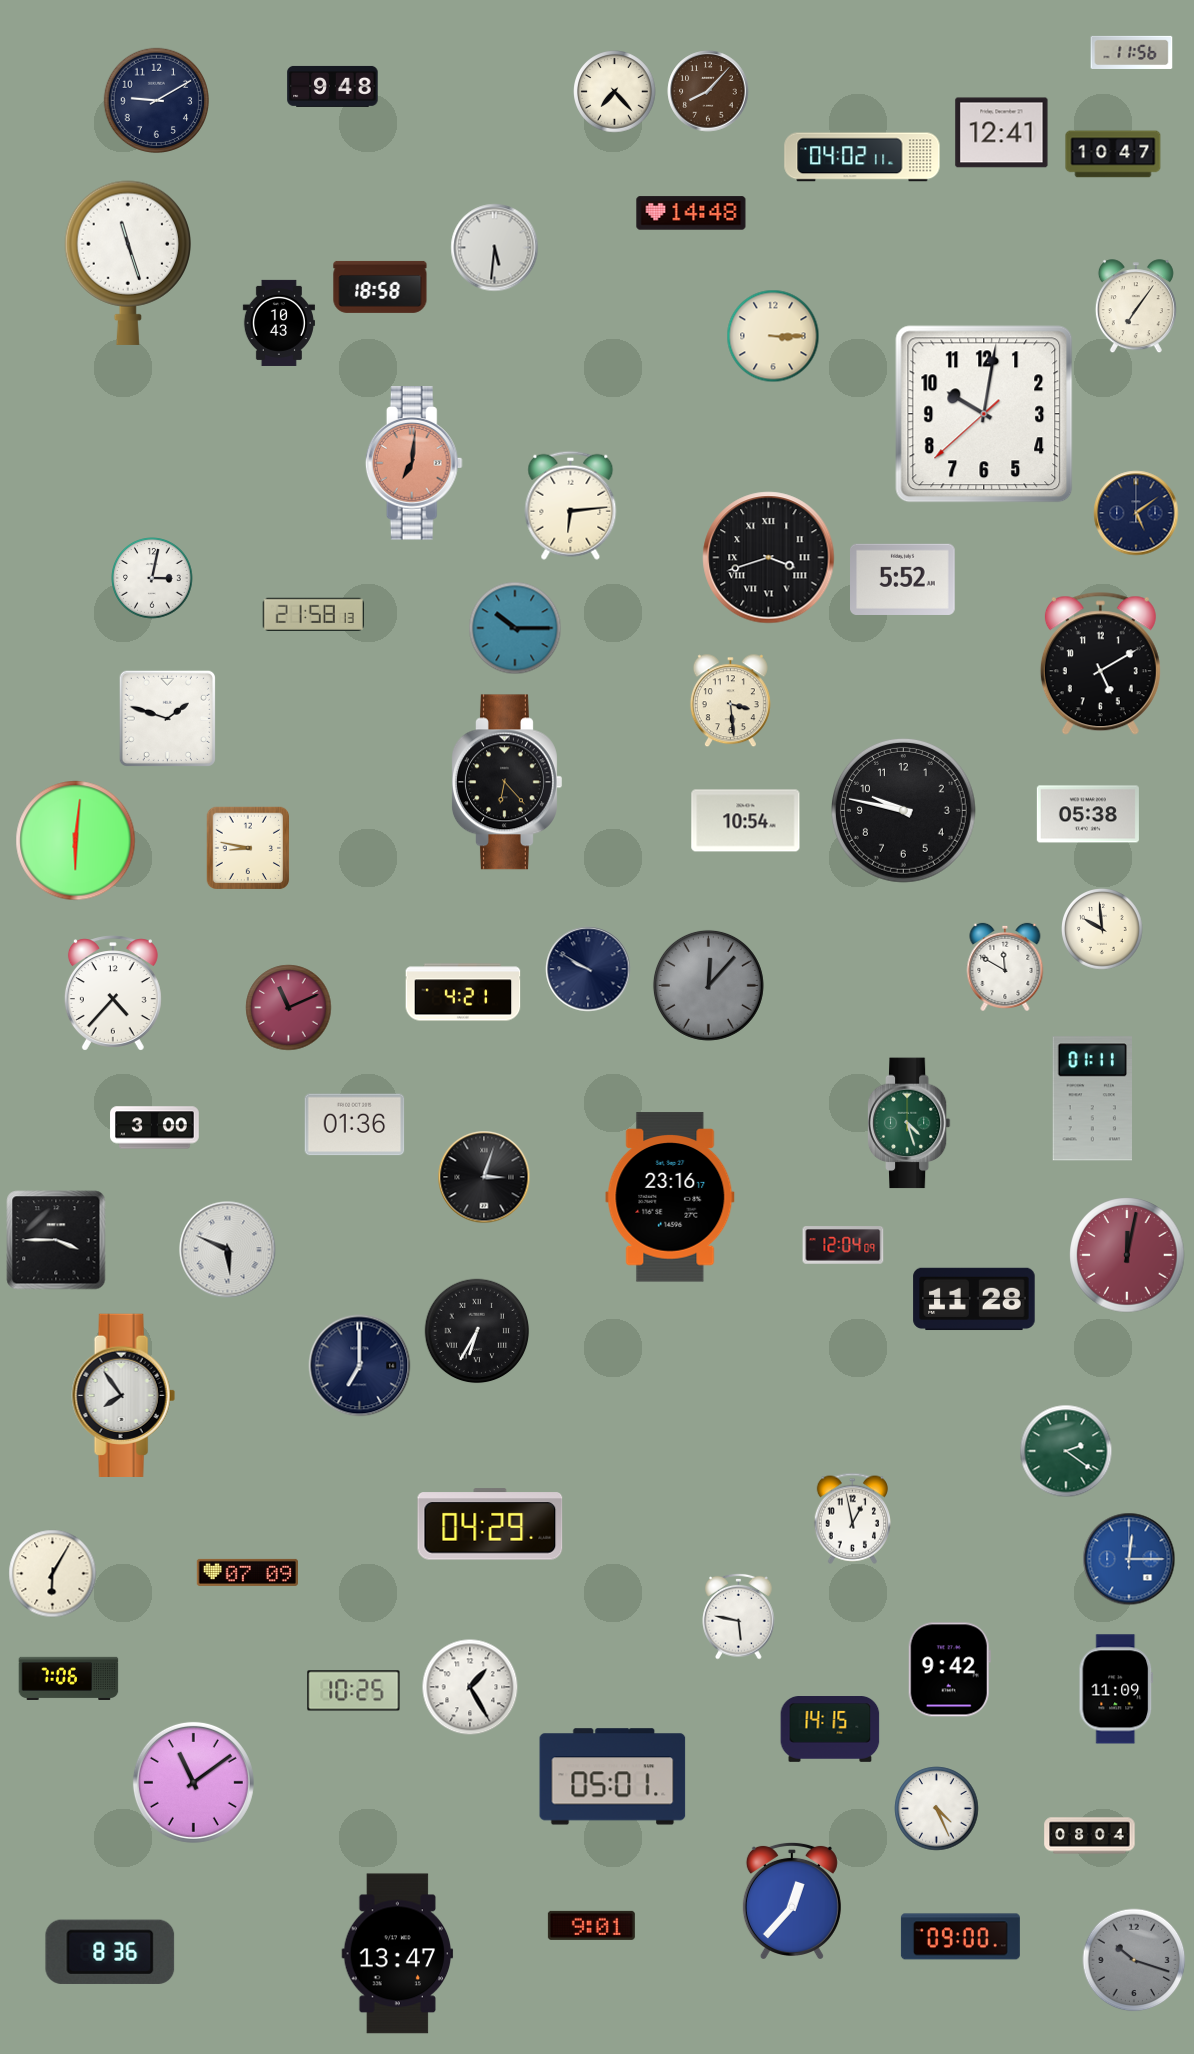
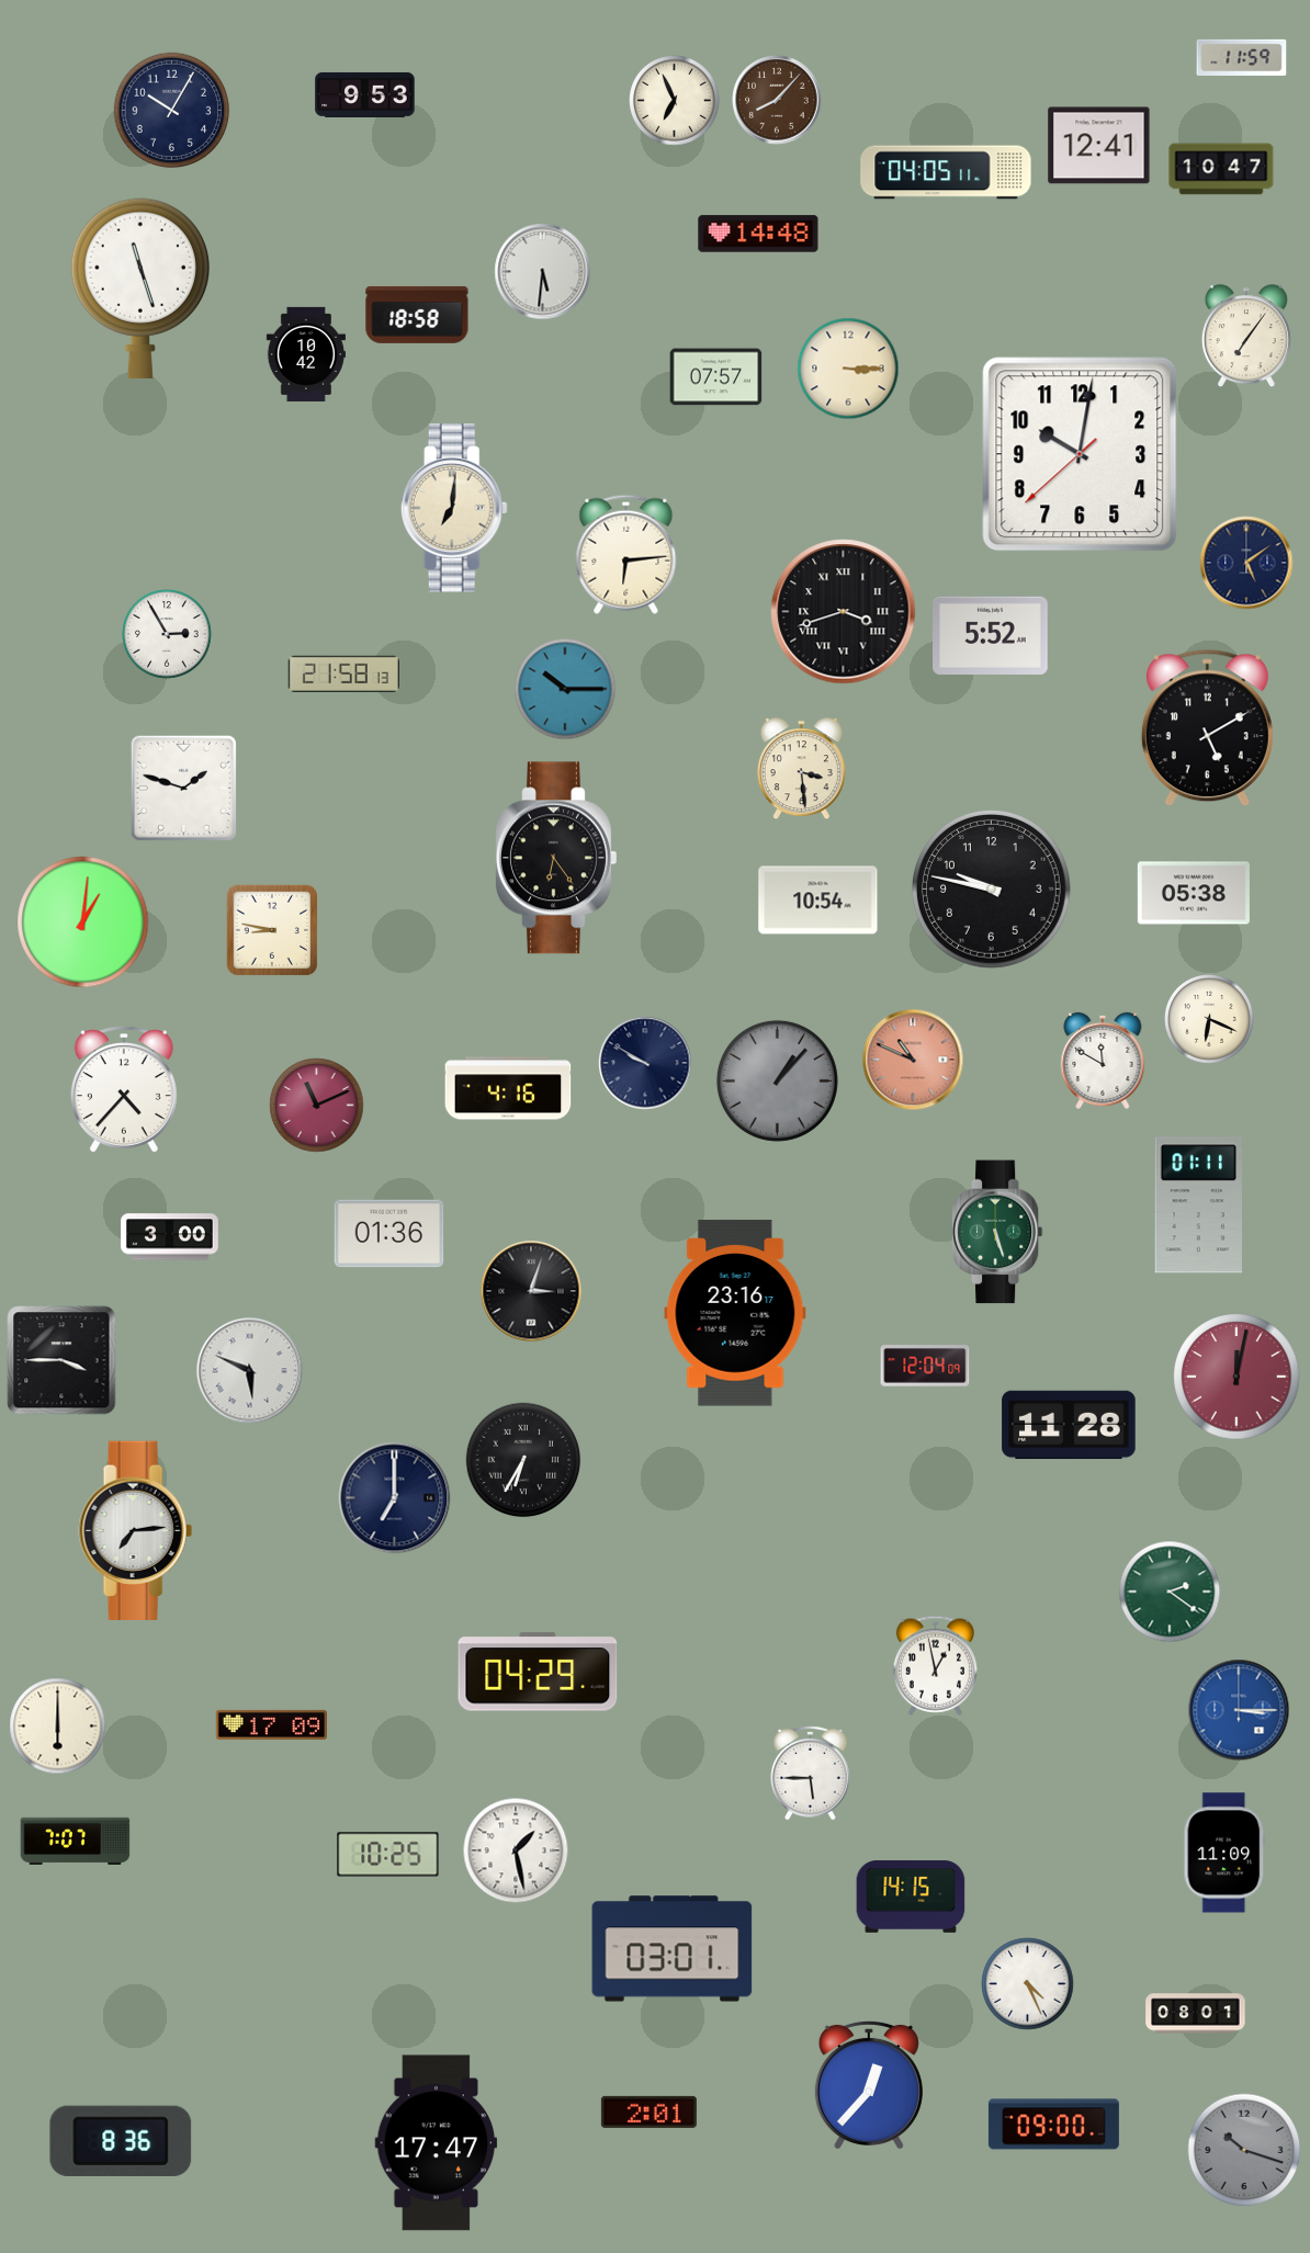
clock at (1132, 52): 11:56 -> 11:59
clock at (333, 86): 9:48 -> 9:53
clock at (615, 92): 7:23 -> 6:56
clock at (156, 100): 9:10 -> 10:05
clock at (862, 157): 04:02 -> 04:05
clock at (279, 323): 10:43 -> 10:42
clock at (716, 377): none -> 07:57
clock at (414, 463) dial: salmon -> cream
clock at (153, 579): 3:02 -> 2:55
clock at (507, 782): 6:23 -> 6:24
clock at (76, 841): 6:01 -> 1:01
clock at (1103, 930): 9:59 -> 6:19
clock at (913, 1060): none -> 10:49
clock at (708, 985): 12:07 -> 1:07
clock at (463, 992): 4:21 -> 4:16
clock at (909, 1123): 4:27 -> 5:27
clock at (123, 1395): 7:54 -> 7:14
clock at (1129, 1559): 12:15 -> 3:15
clock at (247, 1572): 07:09 -> 17:09
clock at (53, 1574): 6:05 -> 6:00
clock at (739, 1616): 5:47 -> 5:45
clock at (949, 1670): 9:42 -> none
clock at (69, 1678): 7:06 -> 7:07
clock at (470, 1687): 1:25 -> 1:28
clock at (613, 1777): 05:01 -> 03:01
clock at (193, 1782): 11:09 -> none
clock at (1090, 1836): 08:04 -> 08:01
clock at (591, 1925): 9:01 -> 2:01
clock at (398, 1954): 13:47 -> 17:47
